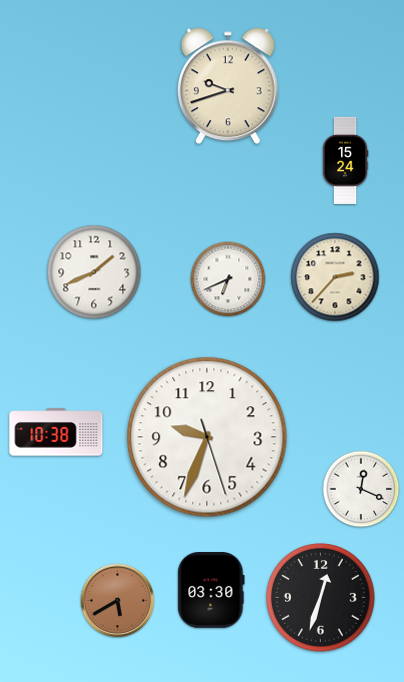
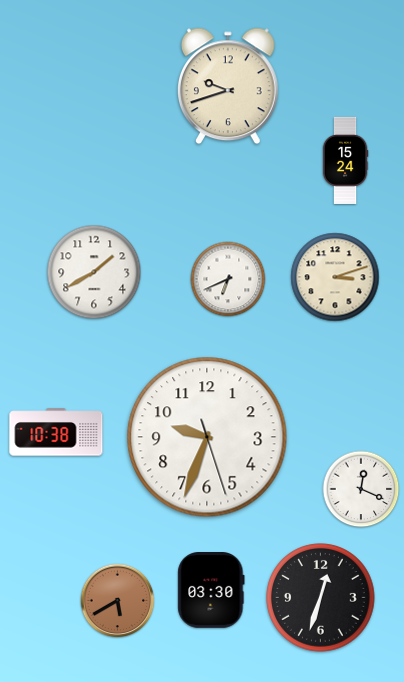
clock at (94, 272): 1:41 -> 1:40
clock at (335, 277): 2:37 -> 3:12
